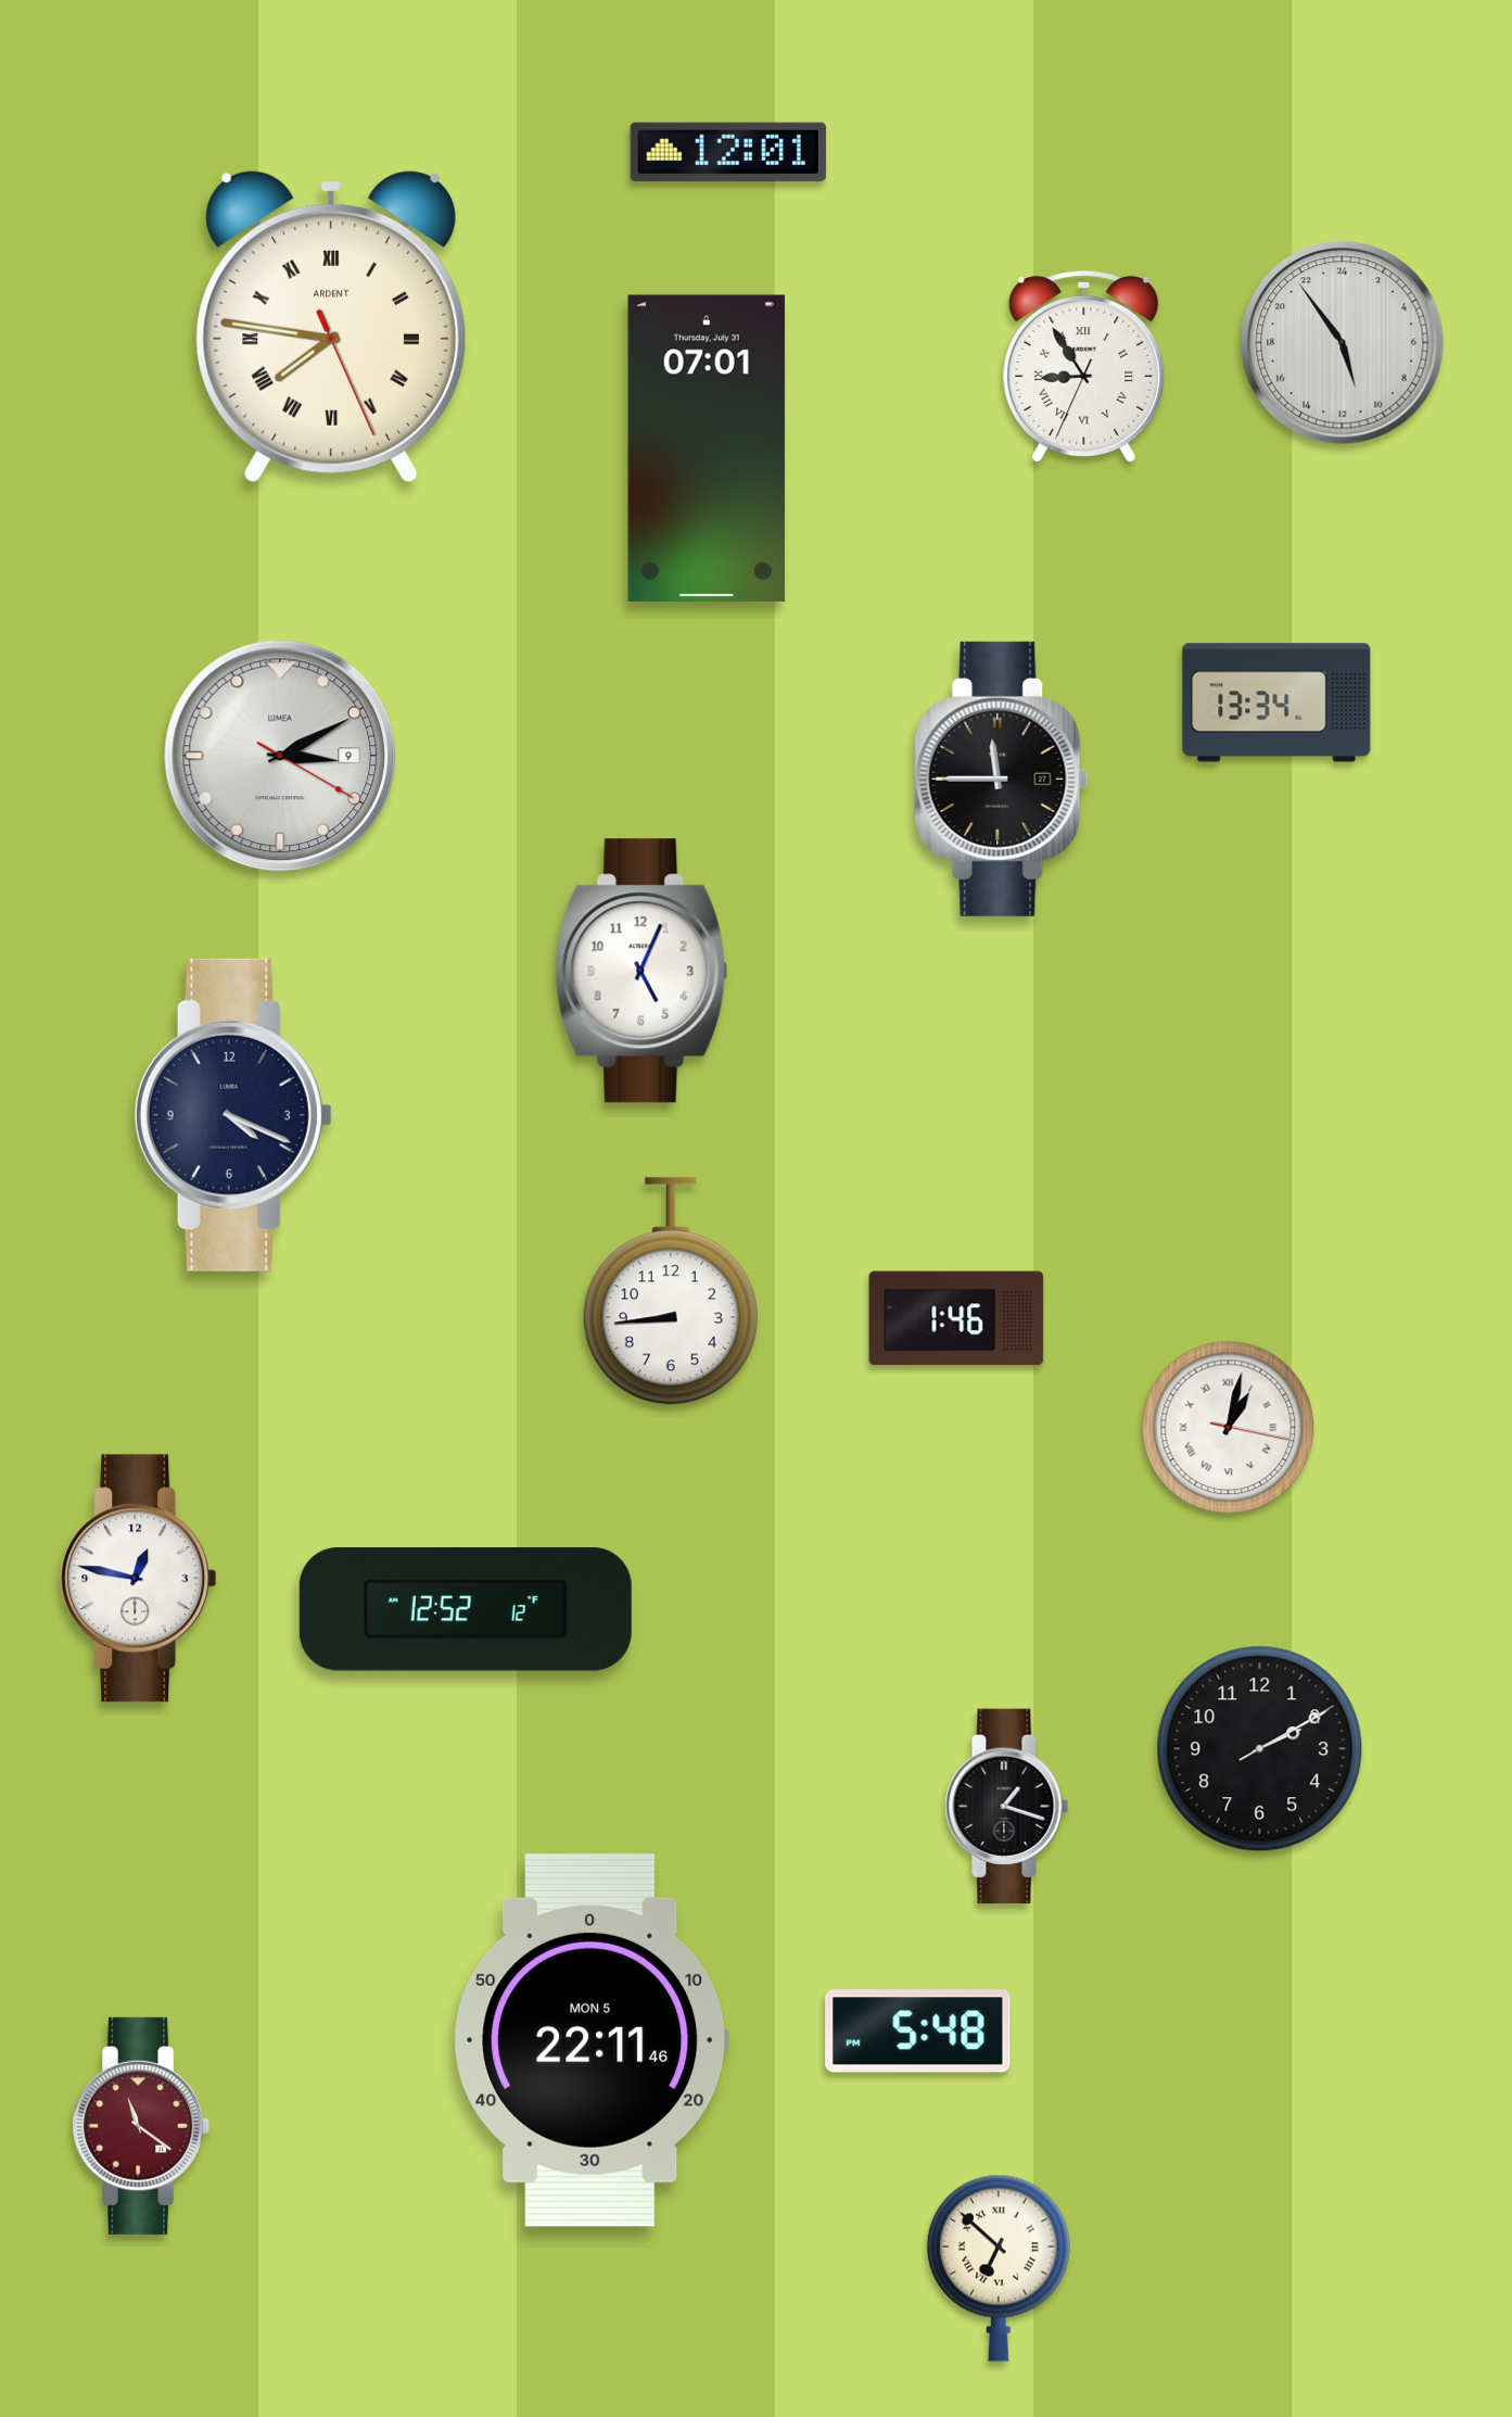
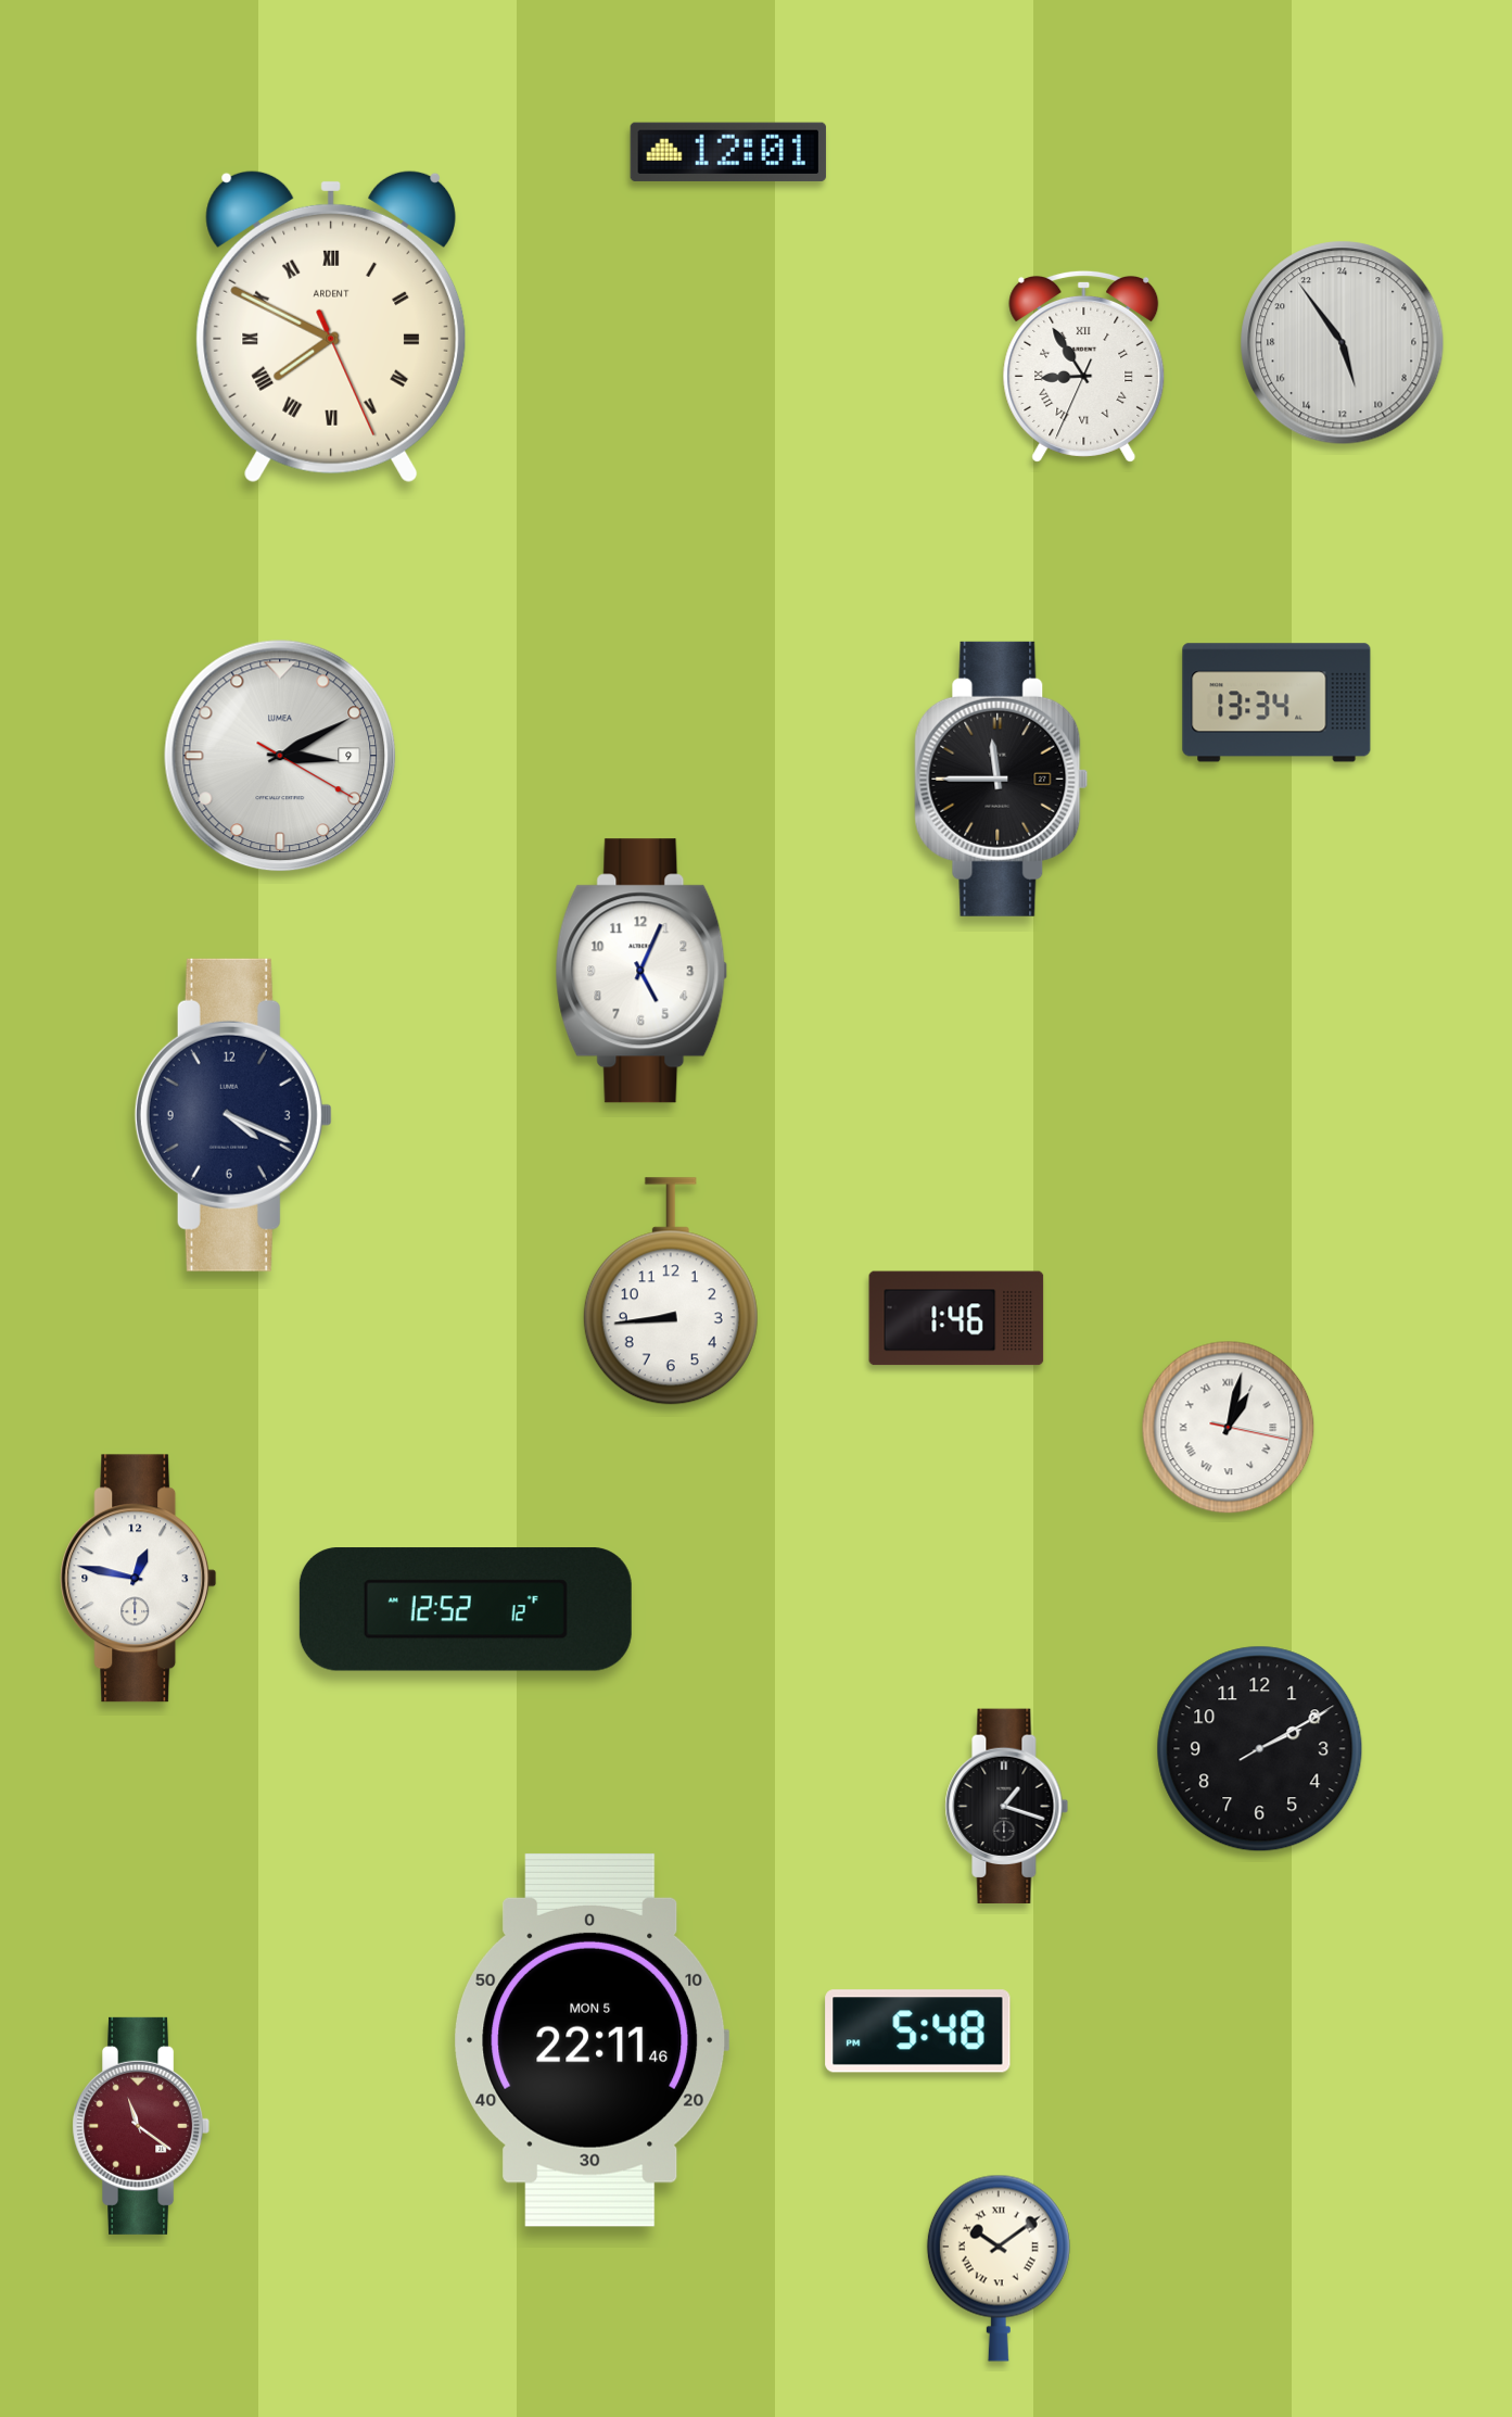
clock at (330, 327): 7:46 -> 7:49
clock at (707, 448): 07:01 -> none
clock at (999, 2268): 6:52 -> 10:09
